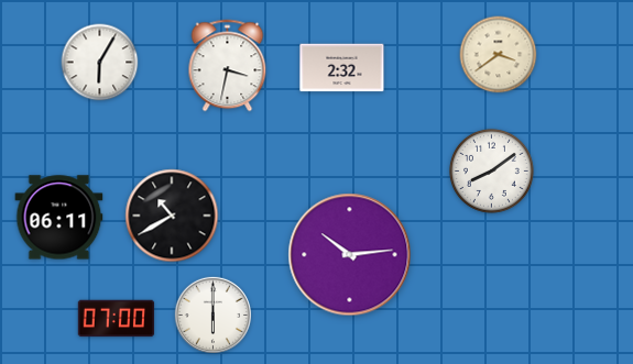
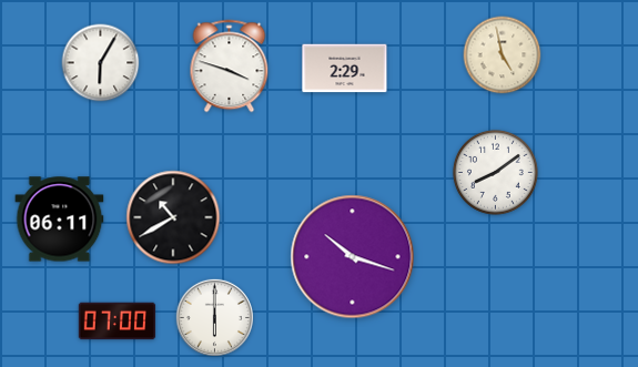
clock at (499, 55): 3:39 -> 4:58
clock at (228, 66): 3:32 -> 3:48
clock at (342, 68): 2:32 -> 2:29
clock at (350, 255): 10:14 -> 10:18
